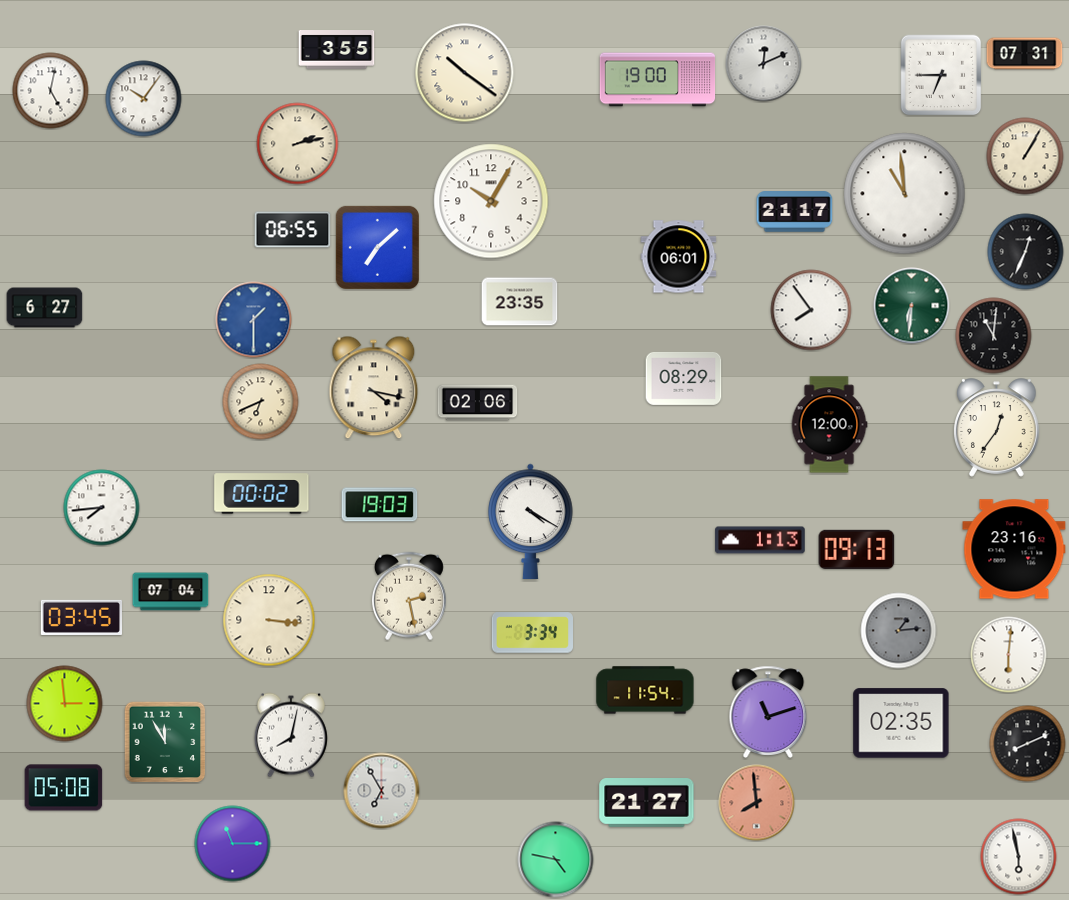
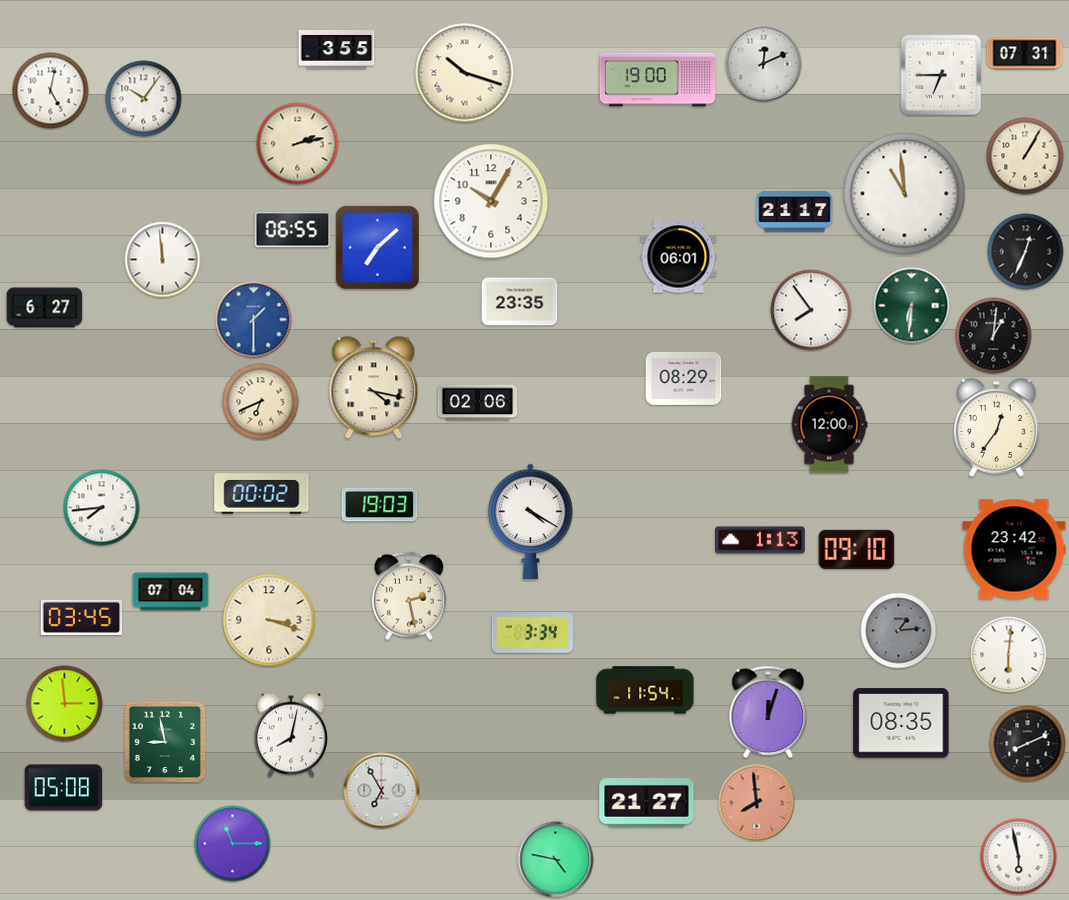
clock at (465, 73): 10:21 -> 10:18
clock at (163, 260): none -> 11:59
clock at (994, 336): 11:01 -> 1:01
clock at (857, 549): 09:13 -> 09:10
clock at (1014, 549): 23:16 -> 23:42
clock at (269, 620): 3:16 -> 3:18
clock at (768, 712): 11:12 -> 12:03
clock at (901, 723): 02:35 -> 08:35
clock at (165, 742): 11:55 -> 8:58
